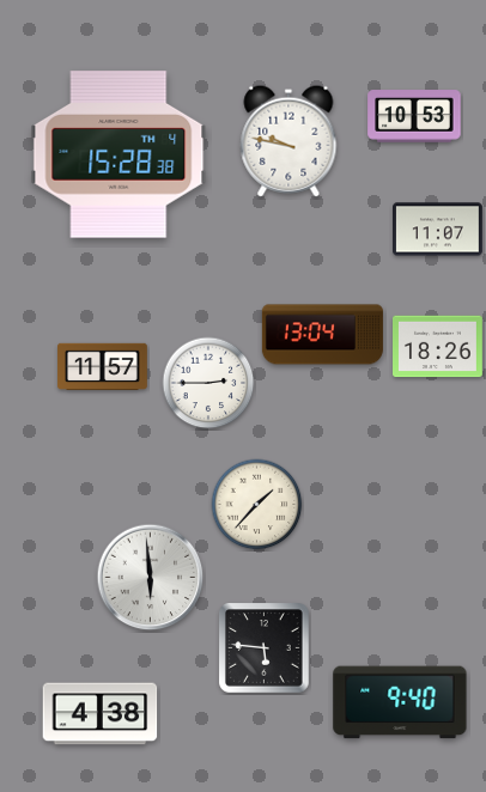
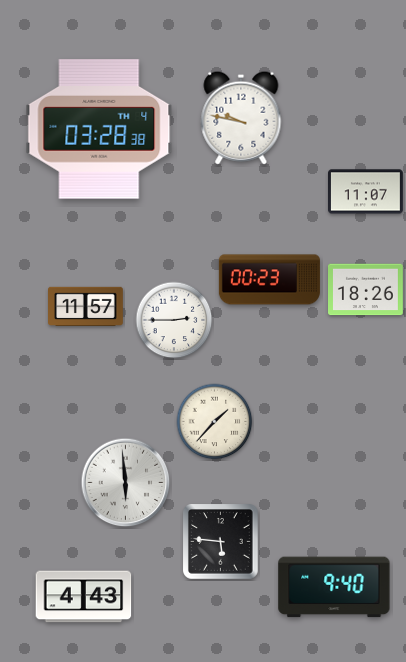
clock at (414, 116): 10:53 -> none
clock at (119, 154): 15:28 -> 03:28
clock at (322, 335): 13:04 -> 00:23
clock at (101, 714): 4:38 -> 4:43
